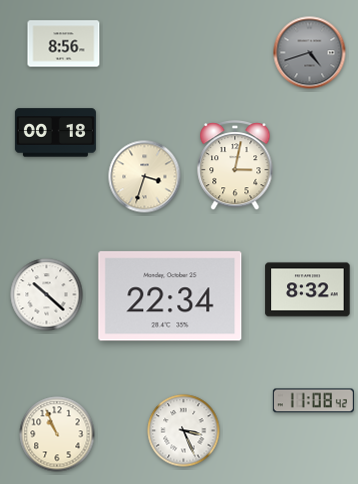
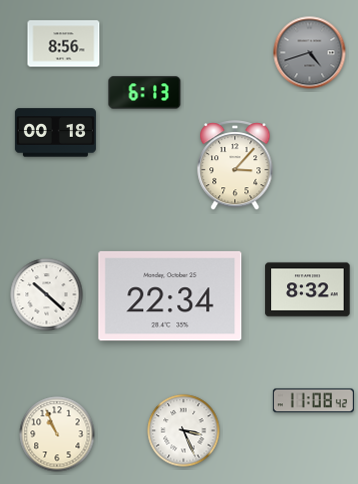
clock at (145, 93): none -> 6:13
clock at (235, 166): 3:02 -> 3:07
clock at (145, 177): 3:33 -> none
